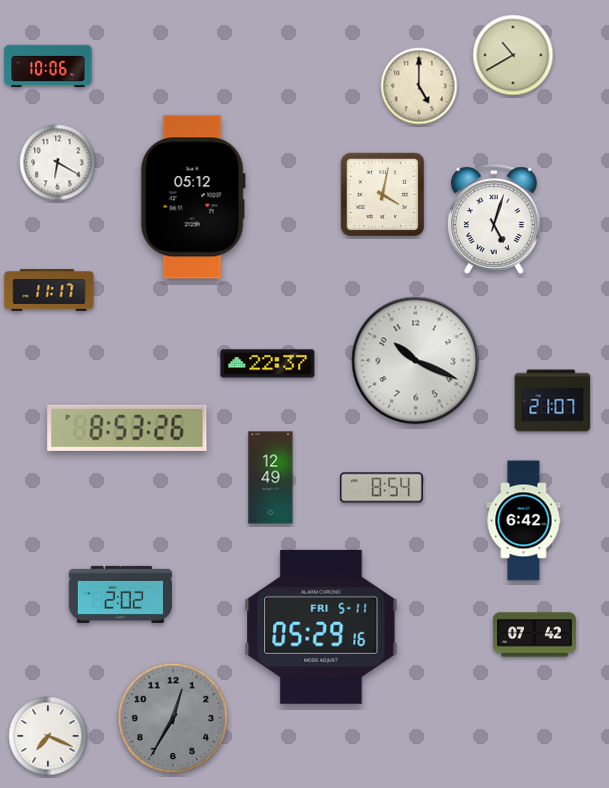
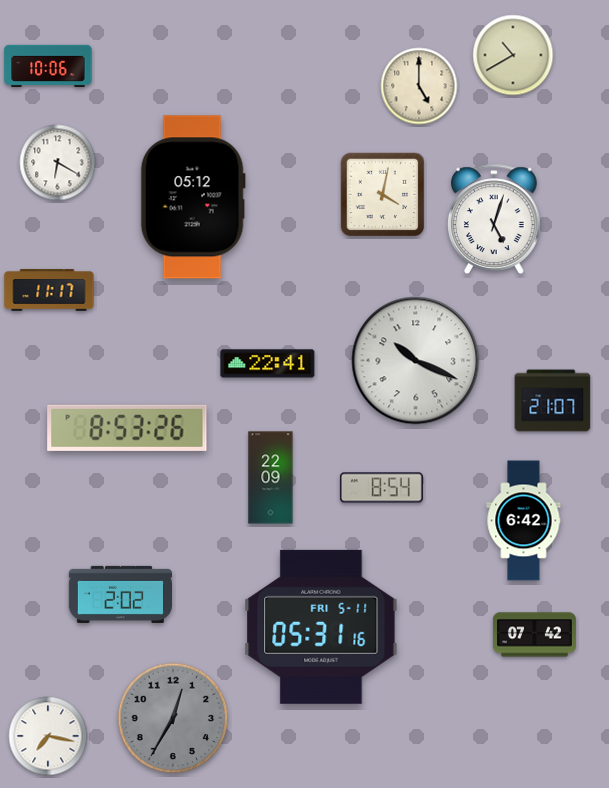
clock at (268, 364): 22:37 -> 22:41
clock at (271, 478): 12:49 -> 22:09
clock at (321, 627): 05:29 -> 05:31
clock at (48, 736): 7:19 -> 7:17
